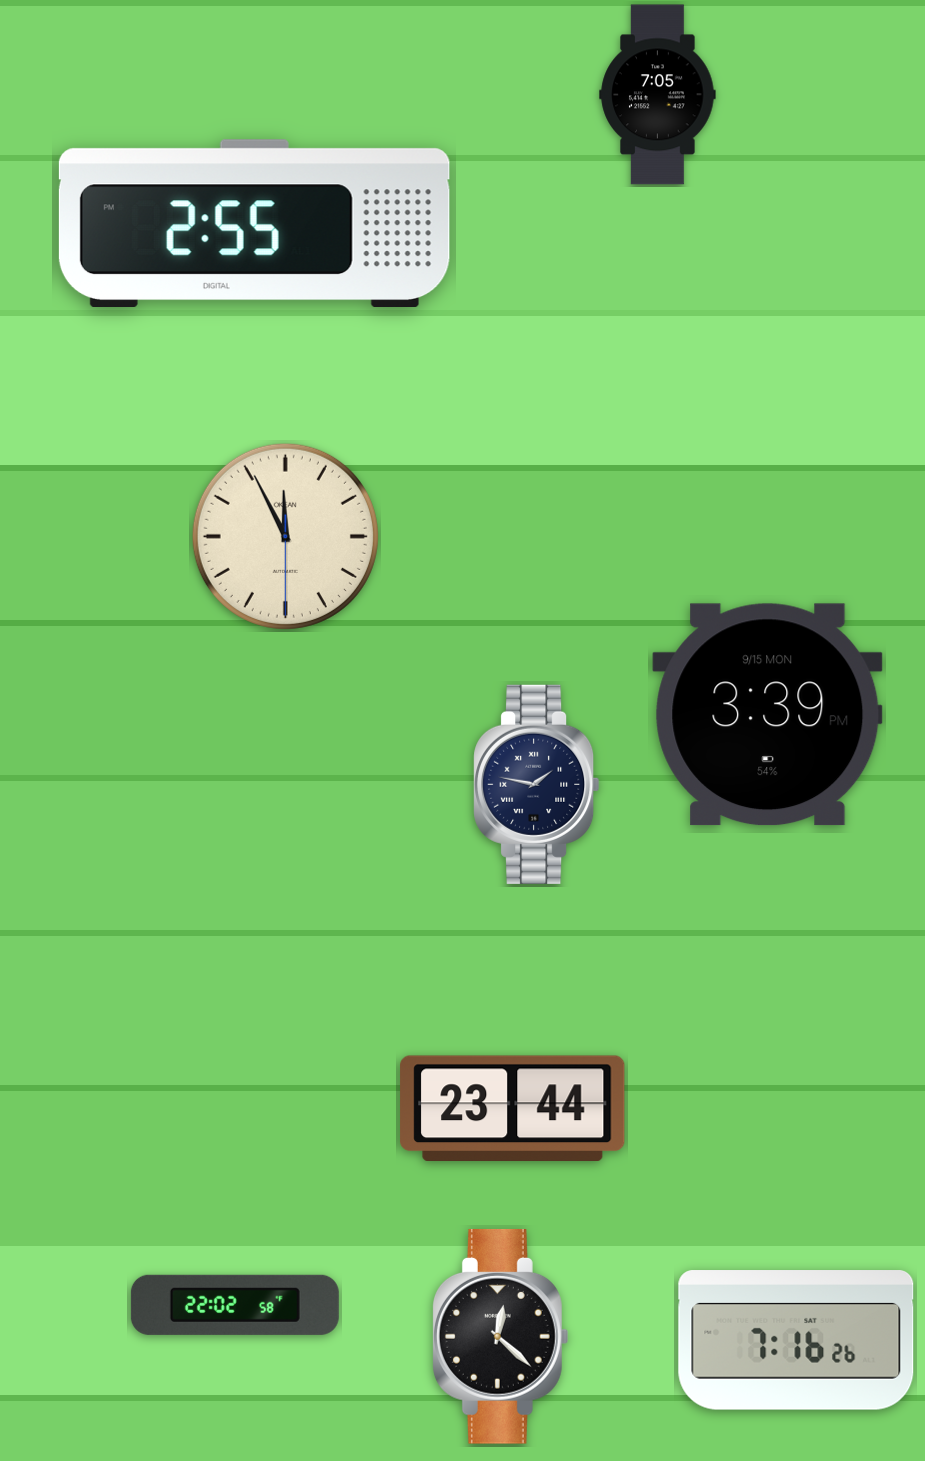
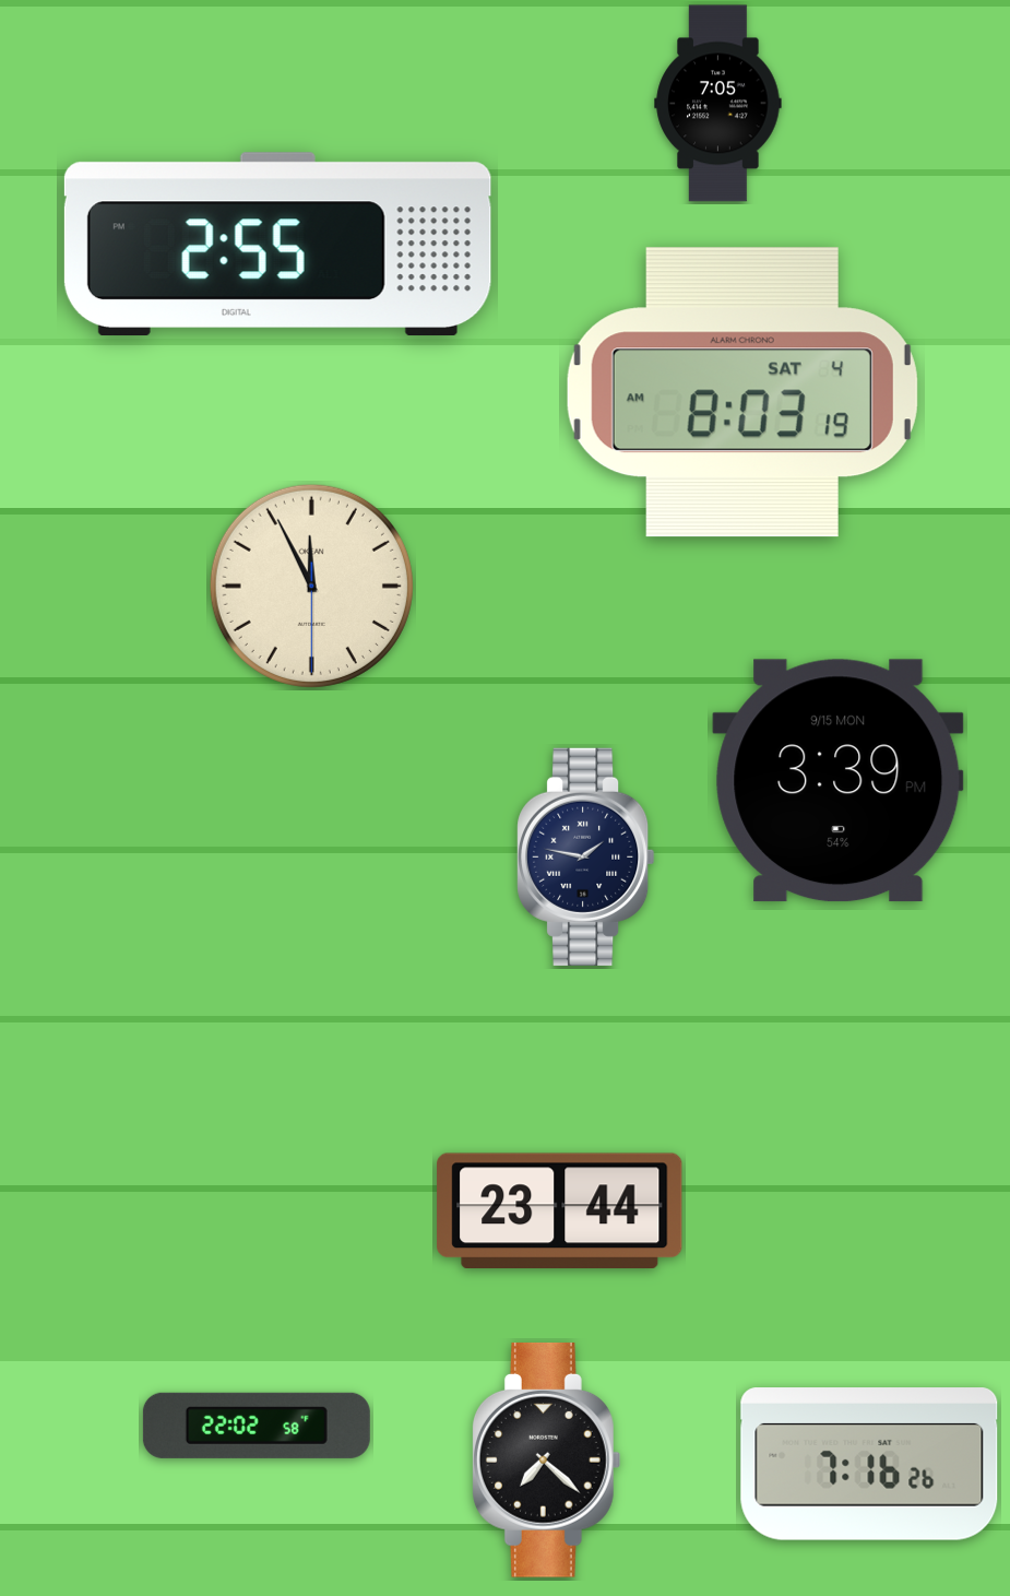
clock at (742, 392): none -> 8:03
clock at (500, 1336): 12:22 -> 7:22
